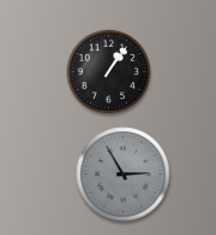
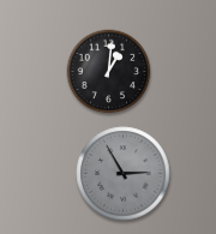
clock at (109, 72): 1:06 -> 1:01
